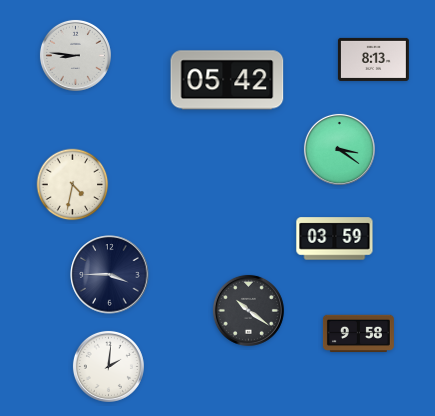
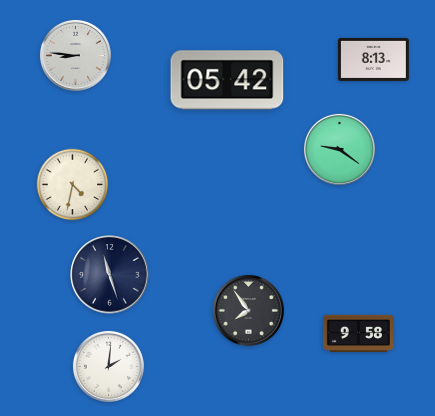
clock at (339, 149): 3:21 -> 9:21
clock at (335, 239): 03:59 -> none
clock at (110, 275): 3:45 -> 11:27
clock at (248, 310): 10:21 -> 7:54
